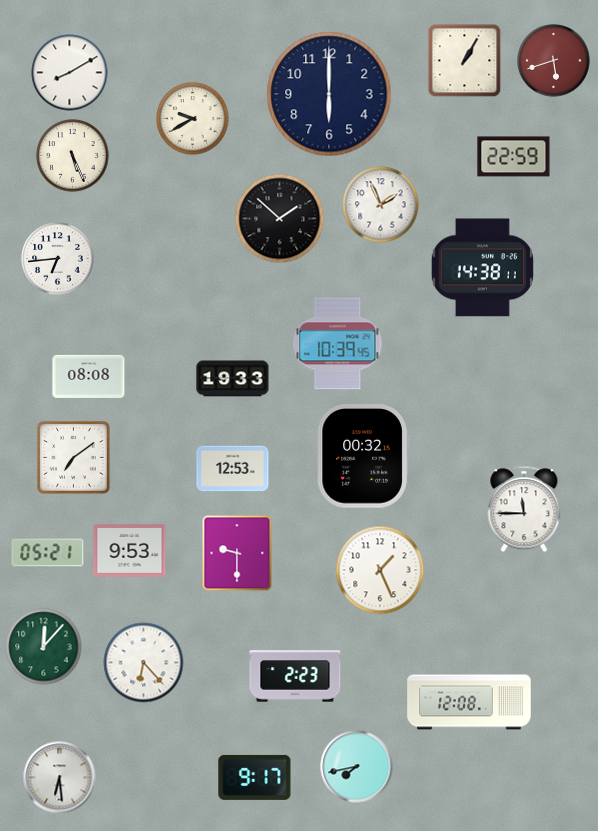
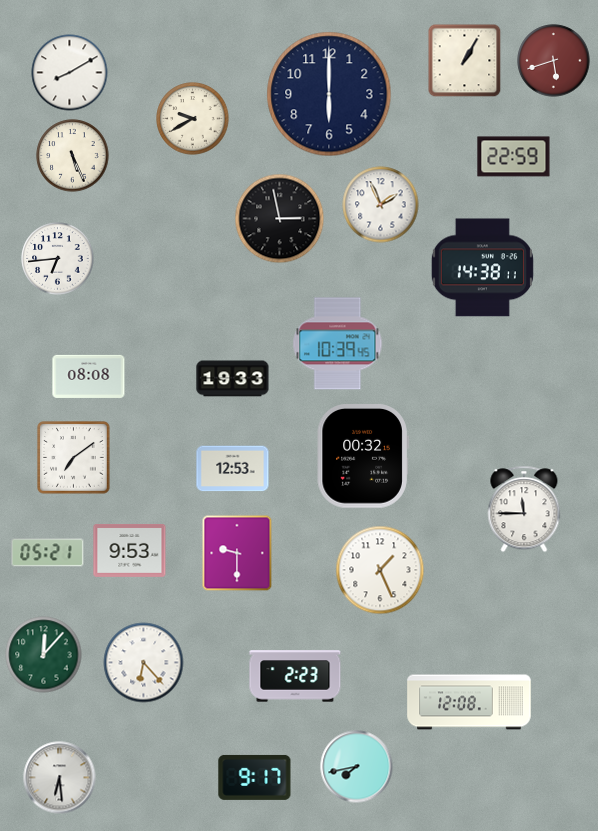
clock at (280, 219): 1:52 -> 2:58
clock at (44, 647) position: (44, 647) -> (44, 655)
